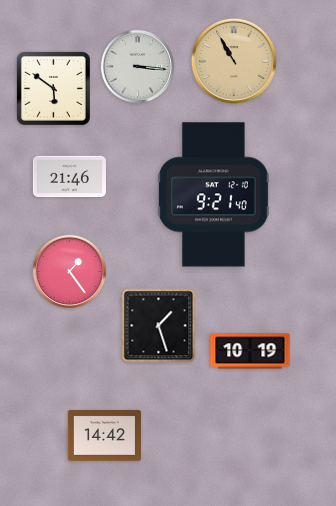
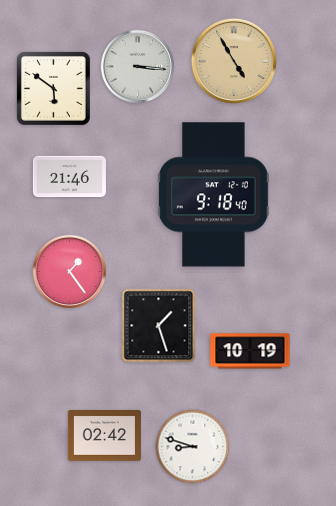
clock at (234, 61): 10:55 -> 4:55
clock at (213, 195): 9:21 -> 9:18
clock at (104, 436): 14:42 -> 02:42
clock at (193, 447): none -> 8:48
